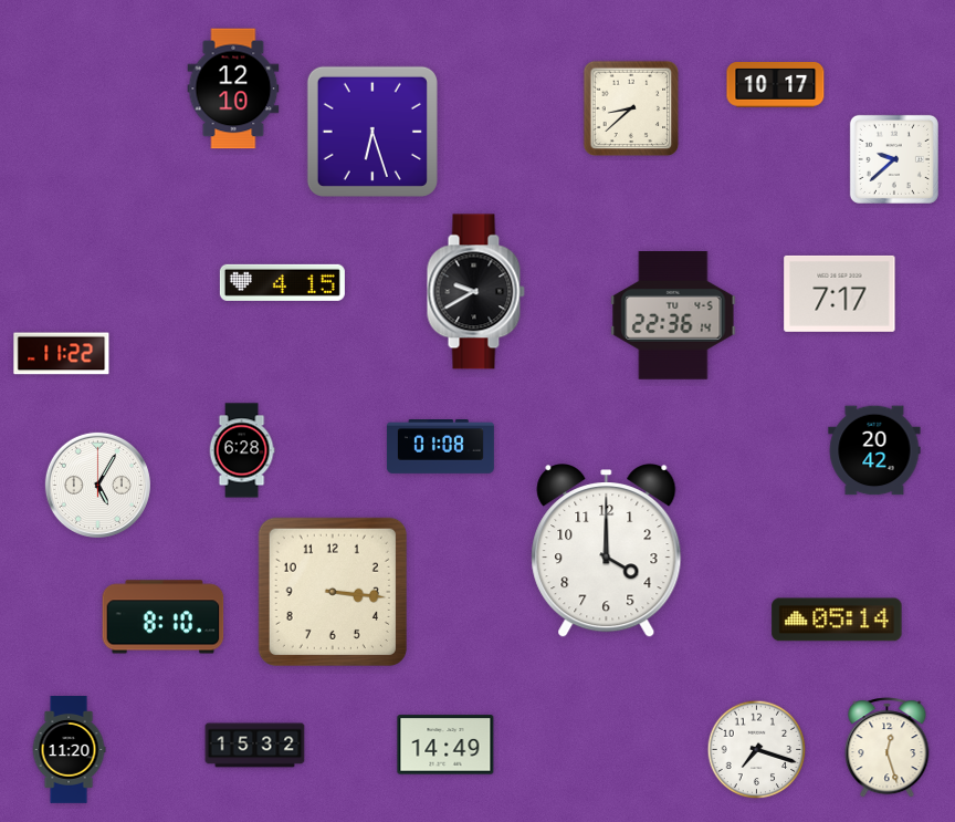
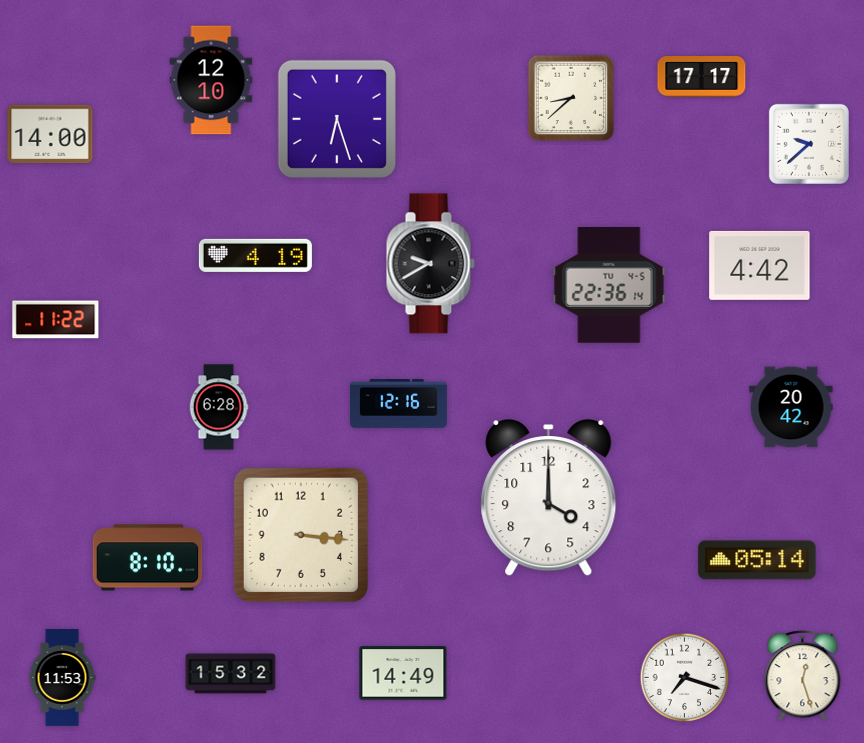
clock at (776, 85): 10:17 -> 17:17
clock at (50, 134): none -> 14:00
clock at (282, 282): 4:15 -> 4:19
clock at (840, 293): 7:17 -> 4:42
clock at (440, 447): 01:08 -> 12:16
clock at (97, 485): 5:05 -> none
clock at (69, 750): 11:20 -> 11:53
